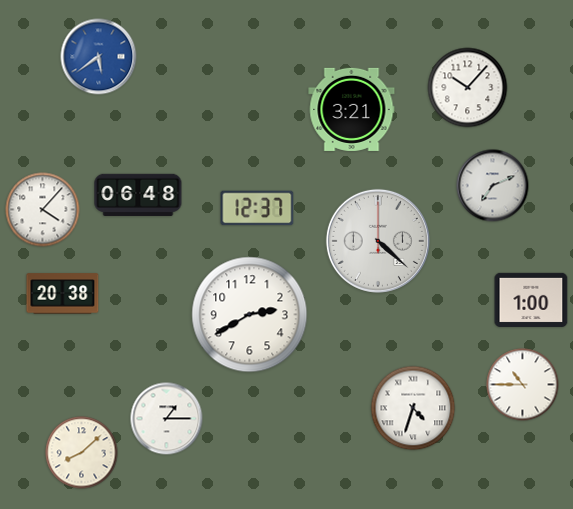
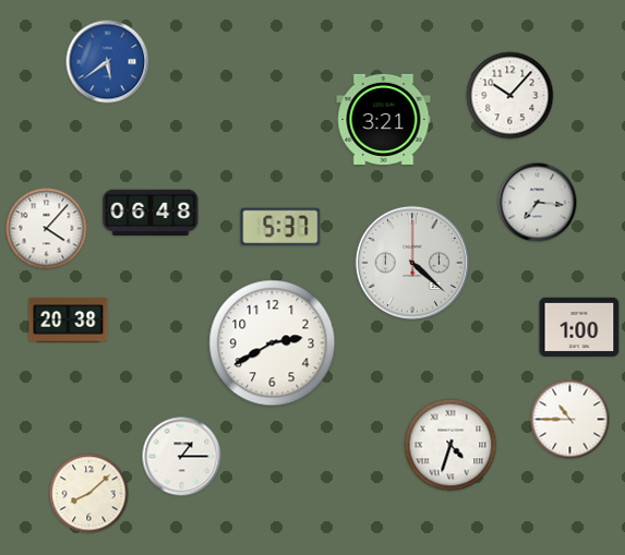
clock at (493, 186): 7:11 -> 7:16
clock at (257, 208): 12:37 -> 5:37
